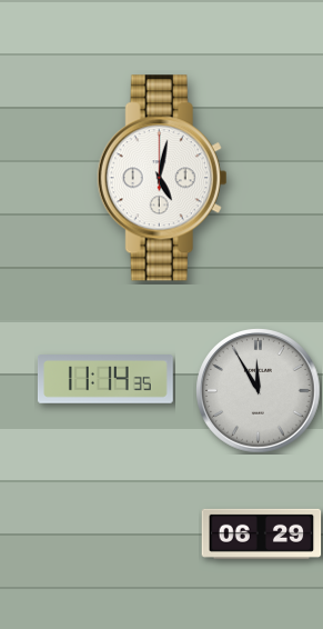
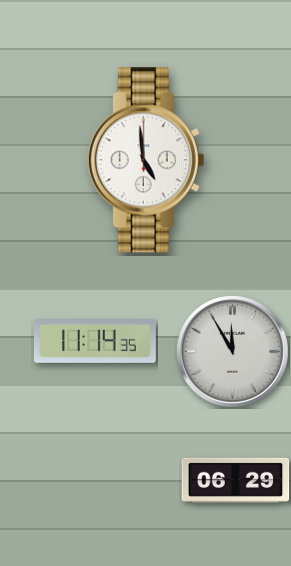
clock at (162, 178): 5:02 -> 4:59
